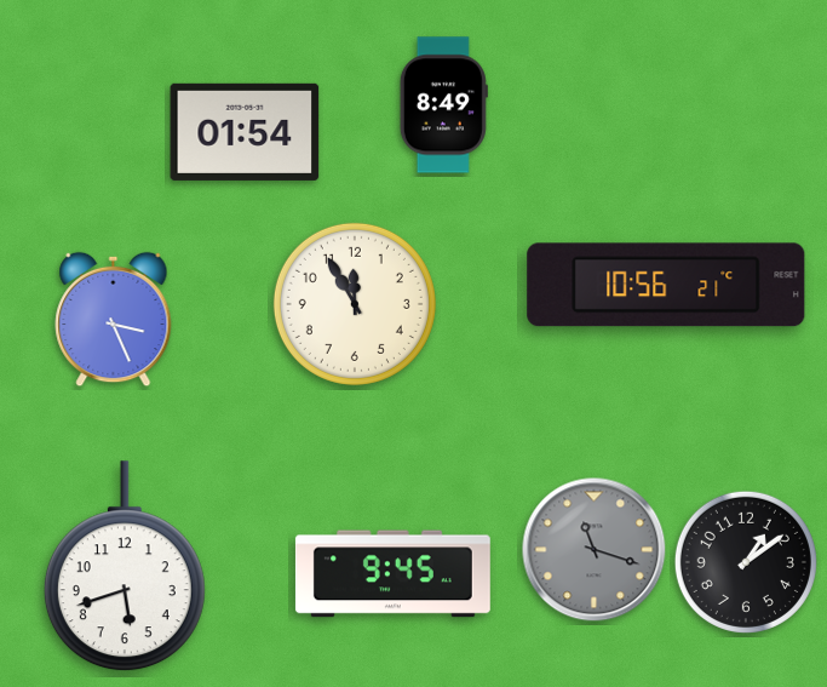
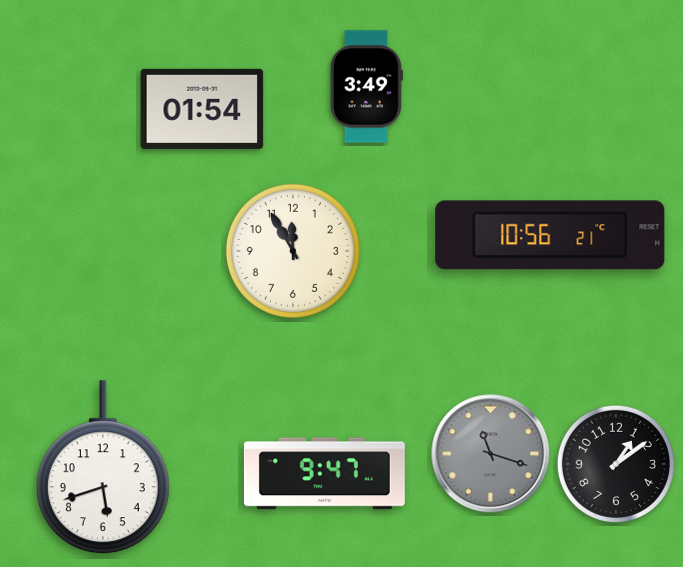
clock at (443, 105): 8:49 -> 3:49
clock at (114, 320): 3:26 -> none
clock at (392, 574): 9:45 -> 9:47
